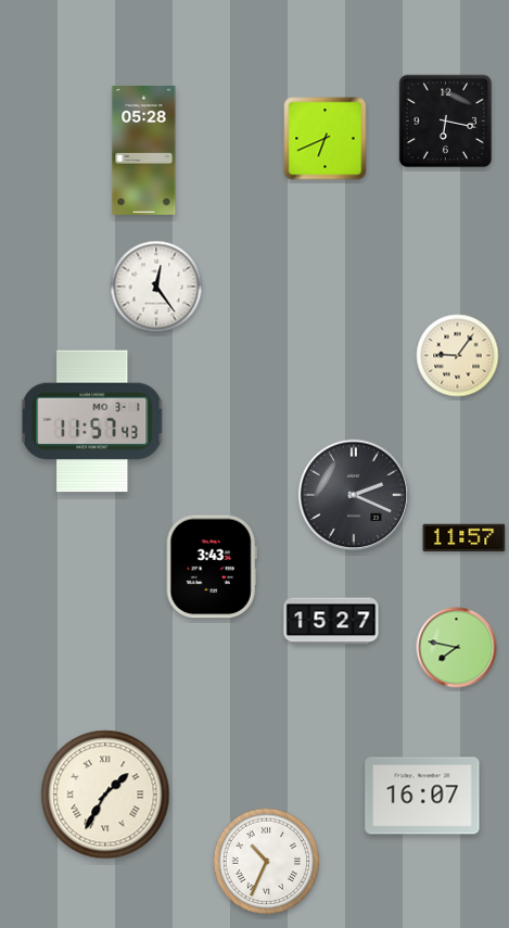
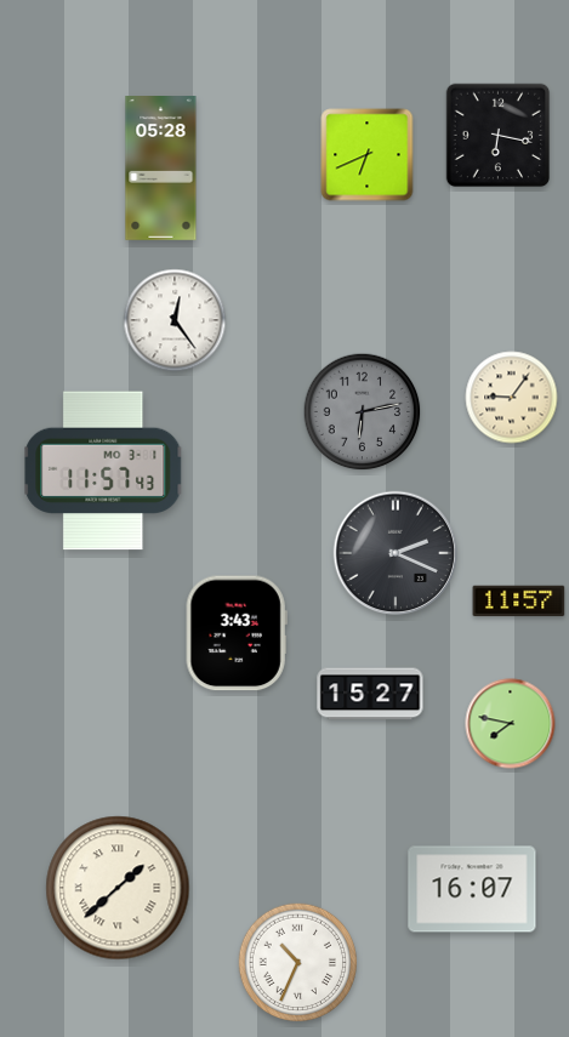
clock at (326, 139) position: (326, 139) -> (368, 155)
clock at (363, 412): none -> 6:13
clock at (105, 794): 1:35 -> 1:38
